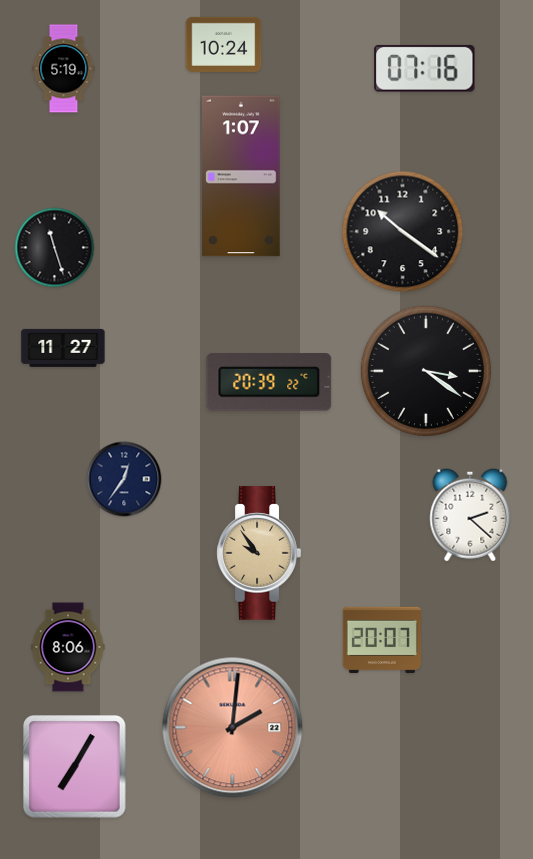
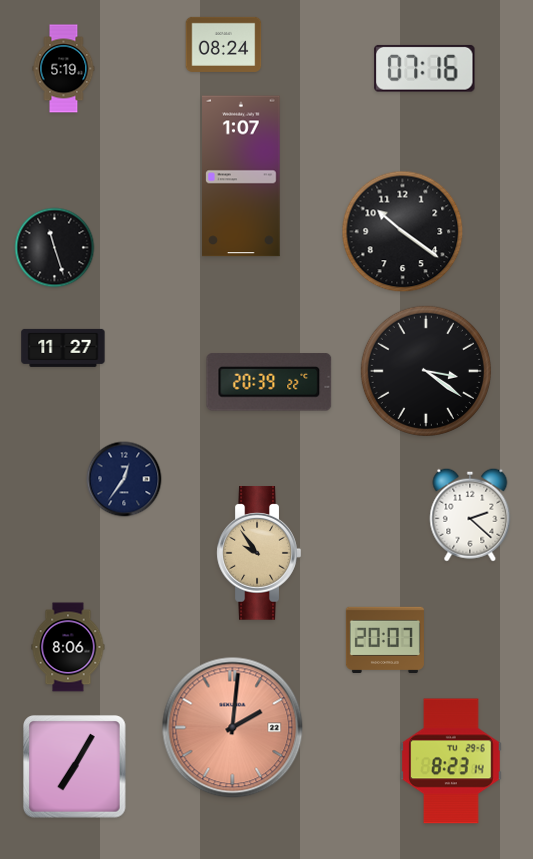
clock at (224, 44): 10:24 -> 08:24
clock at (382, 639) position: (382, 639) -> (385, 639)
clock at (451, 761): none -> 8:23
